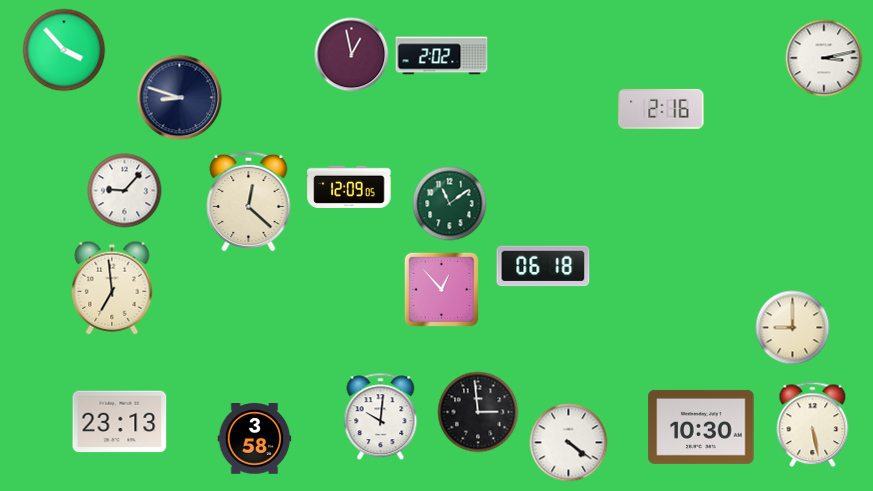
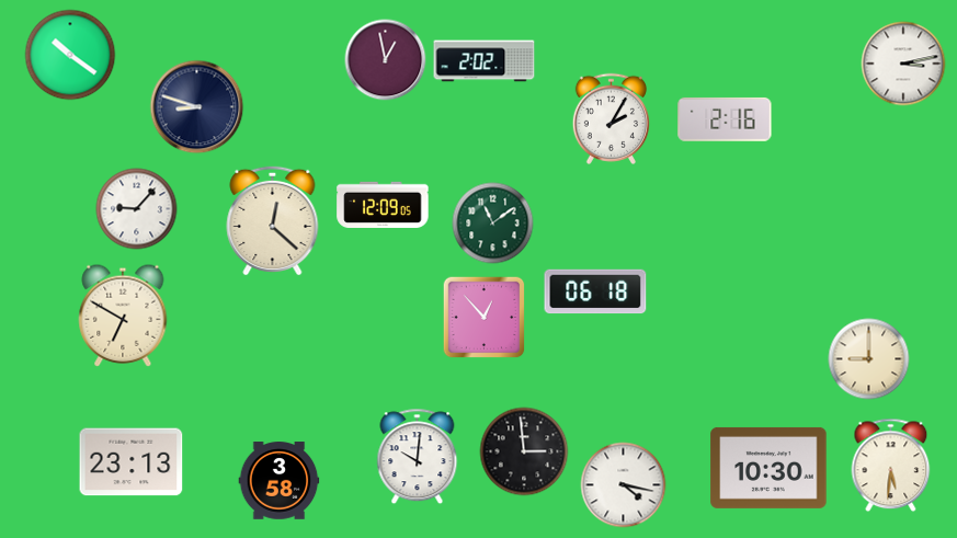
clock at (64, 50): 3:53 -> 10:21
clock at (611, 118): none -> 2:05
clock at (112, 288): 6:59 -> 6:50
clock at (813, 425): 5:28 -> 5:31
clock at (569, 443): 4:21 -> 4:17
